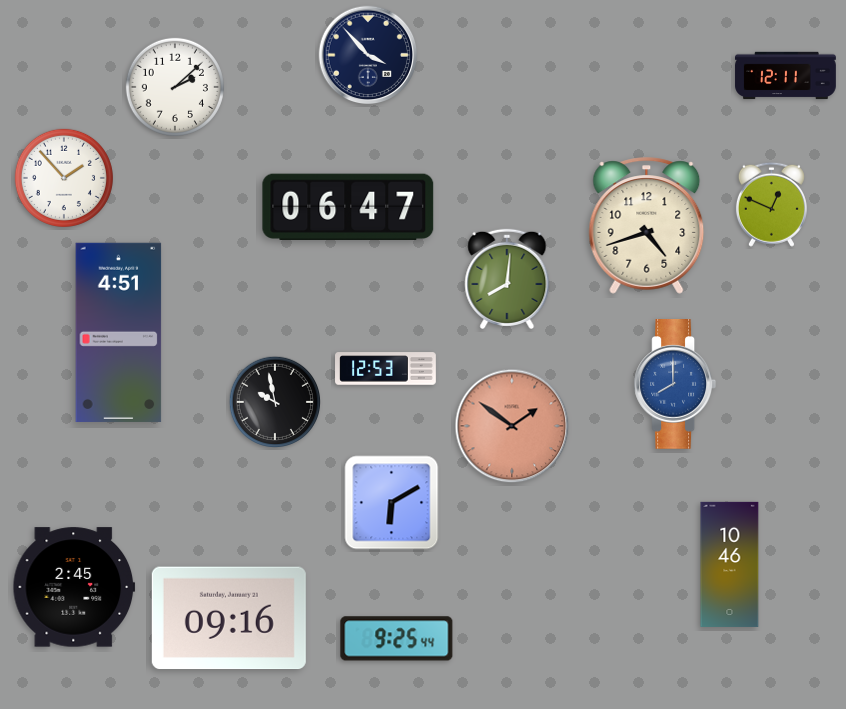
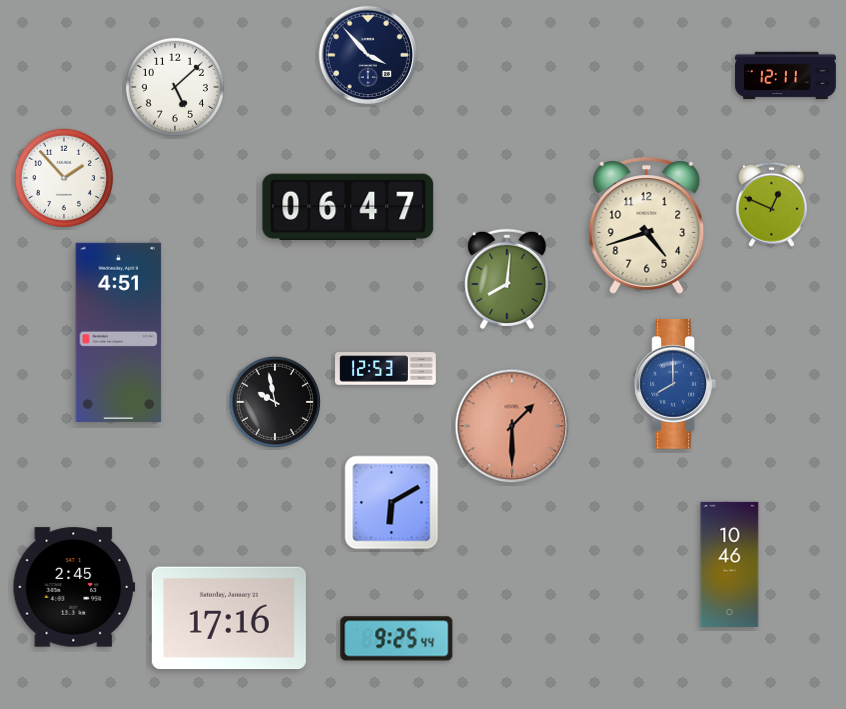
clock at (175, 87): 2:08 -> 5:08
clock at (512, 426): 1:51 -> 1:30
clock at (229, 618): 09:16 -> 17:16
